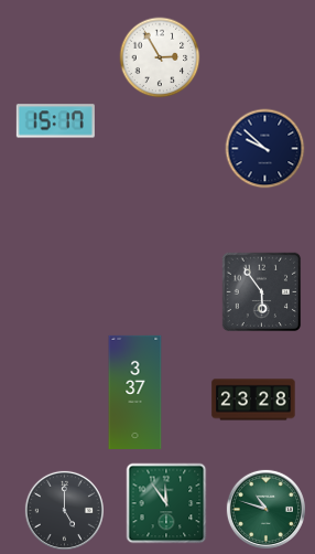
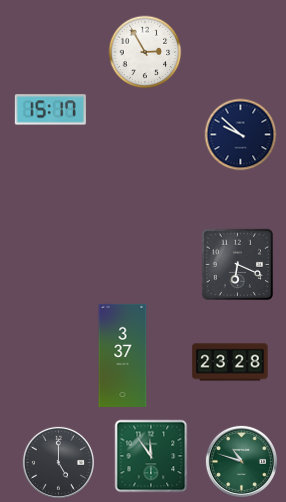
clock at (262, 292): 5:54 -> 6:19
